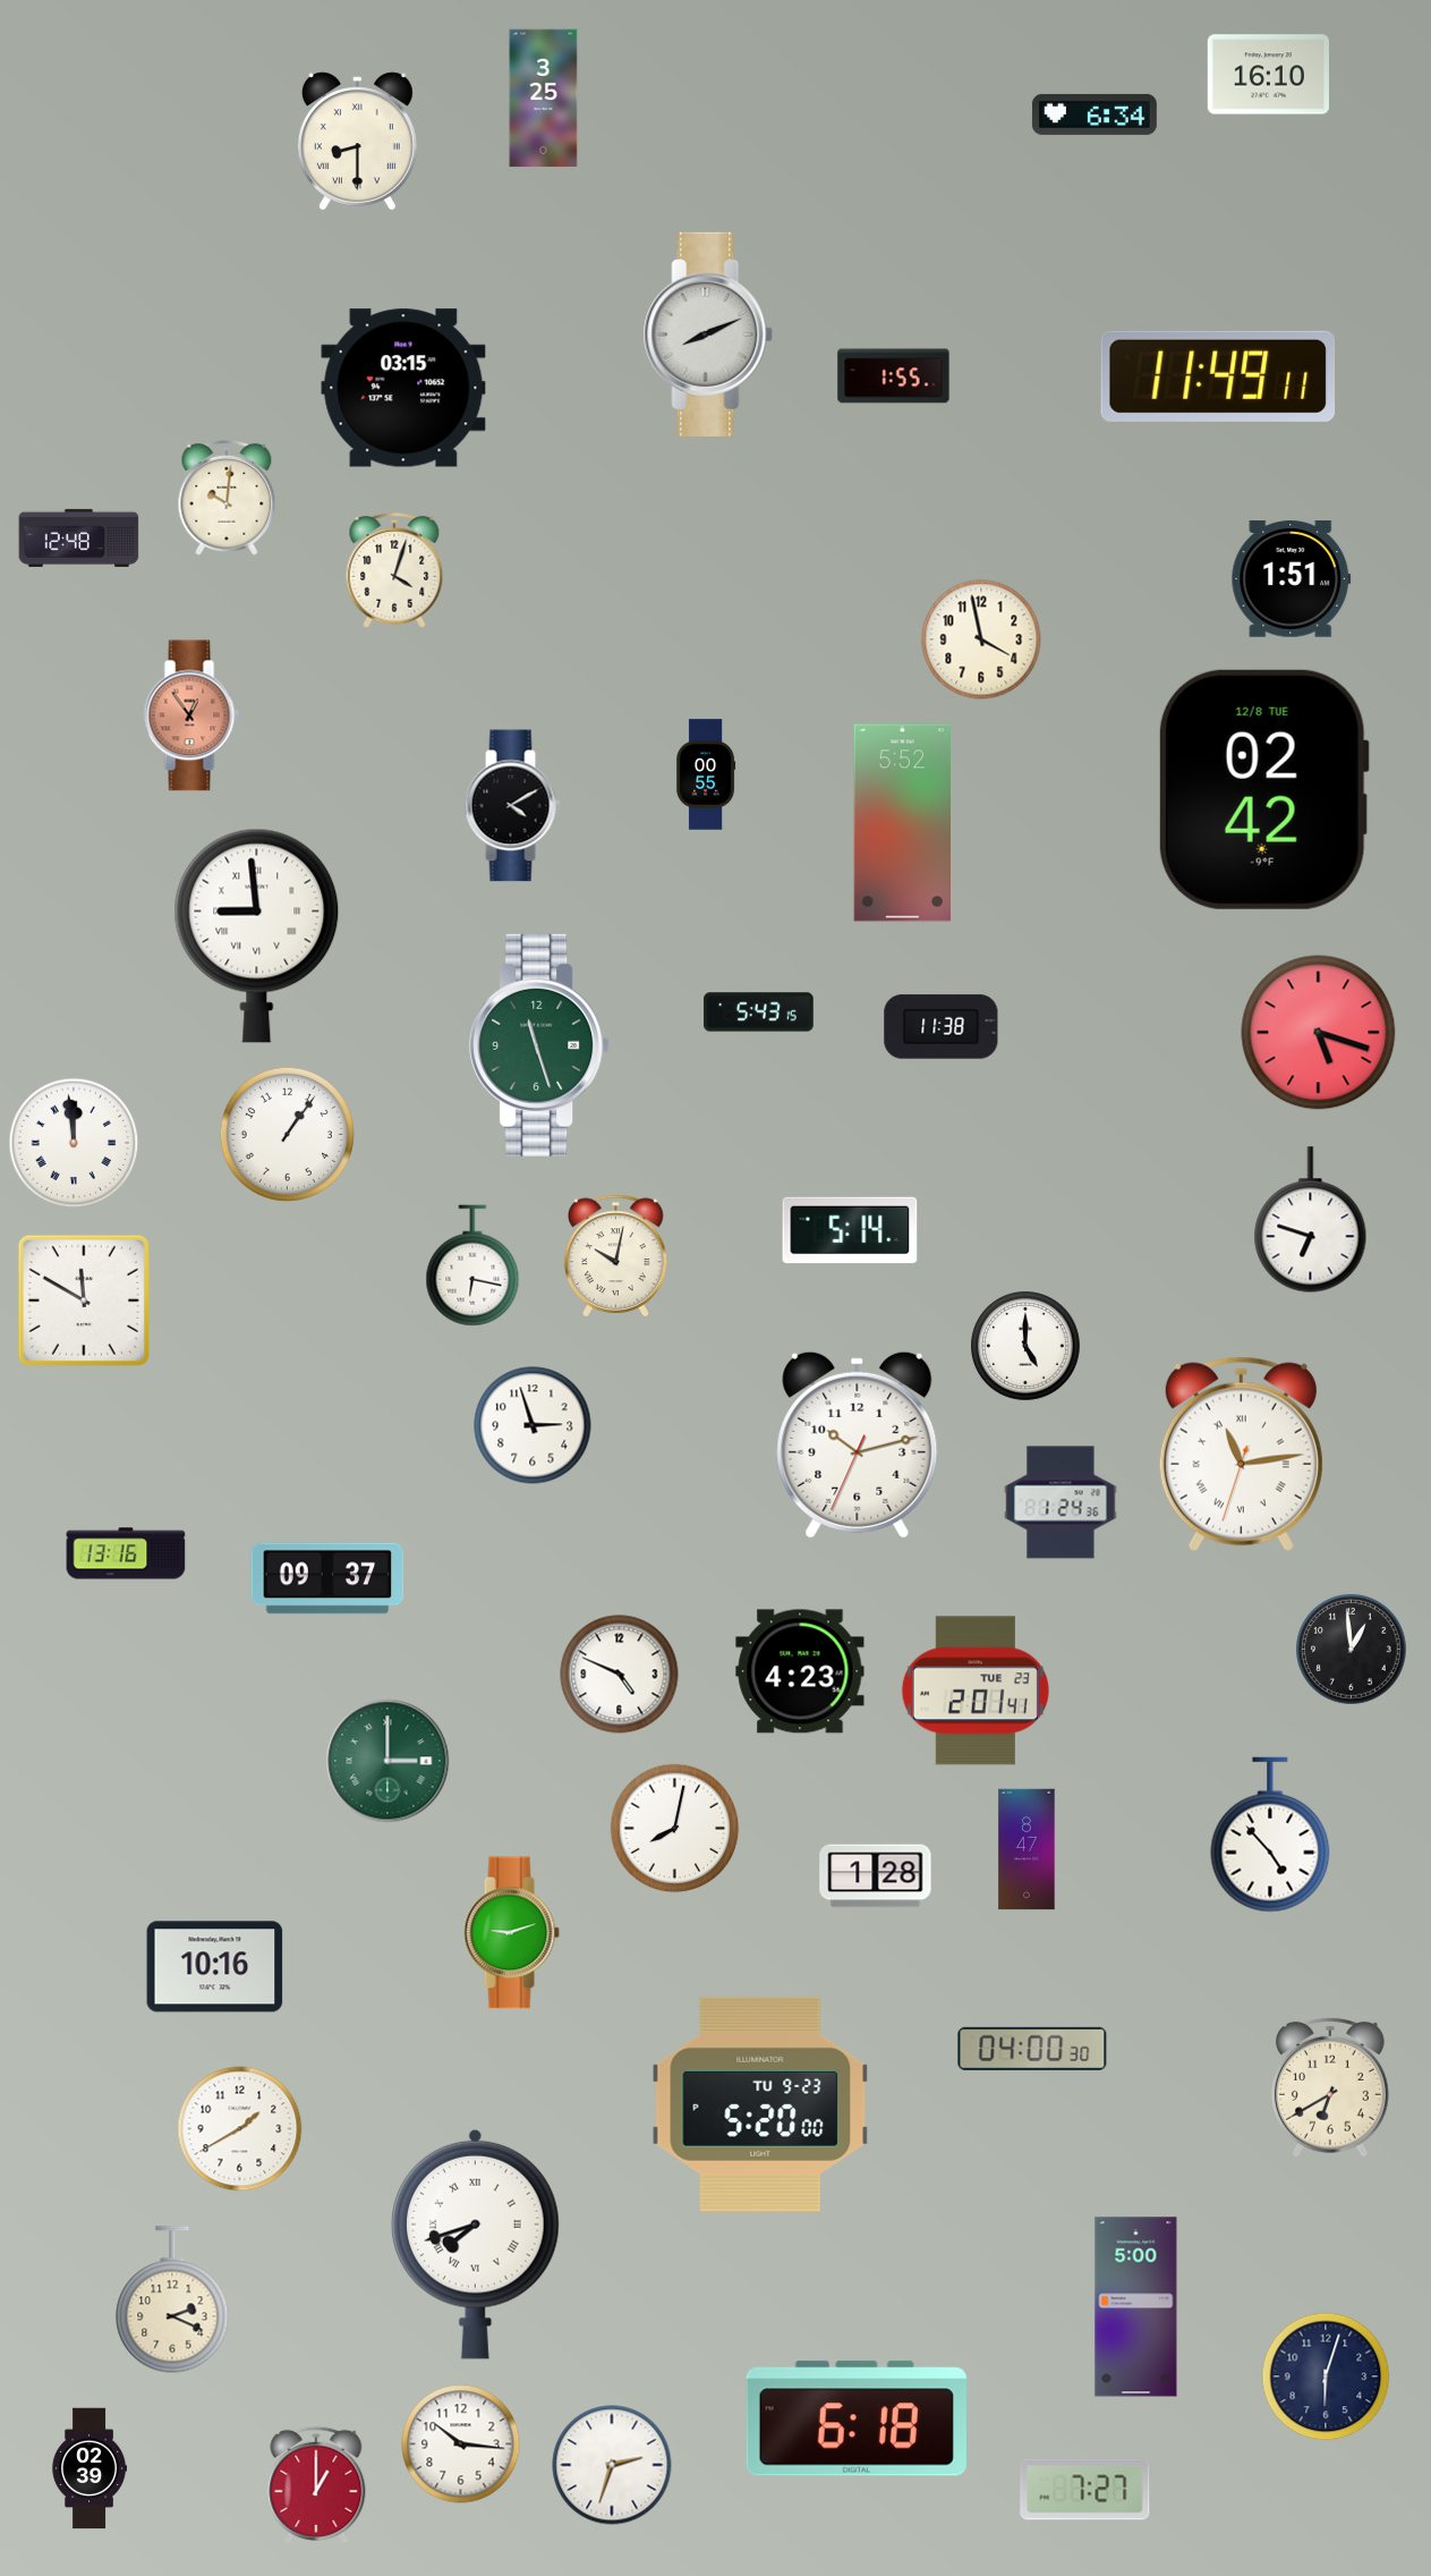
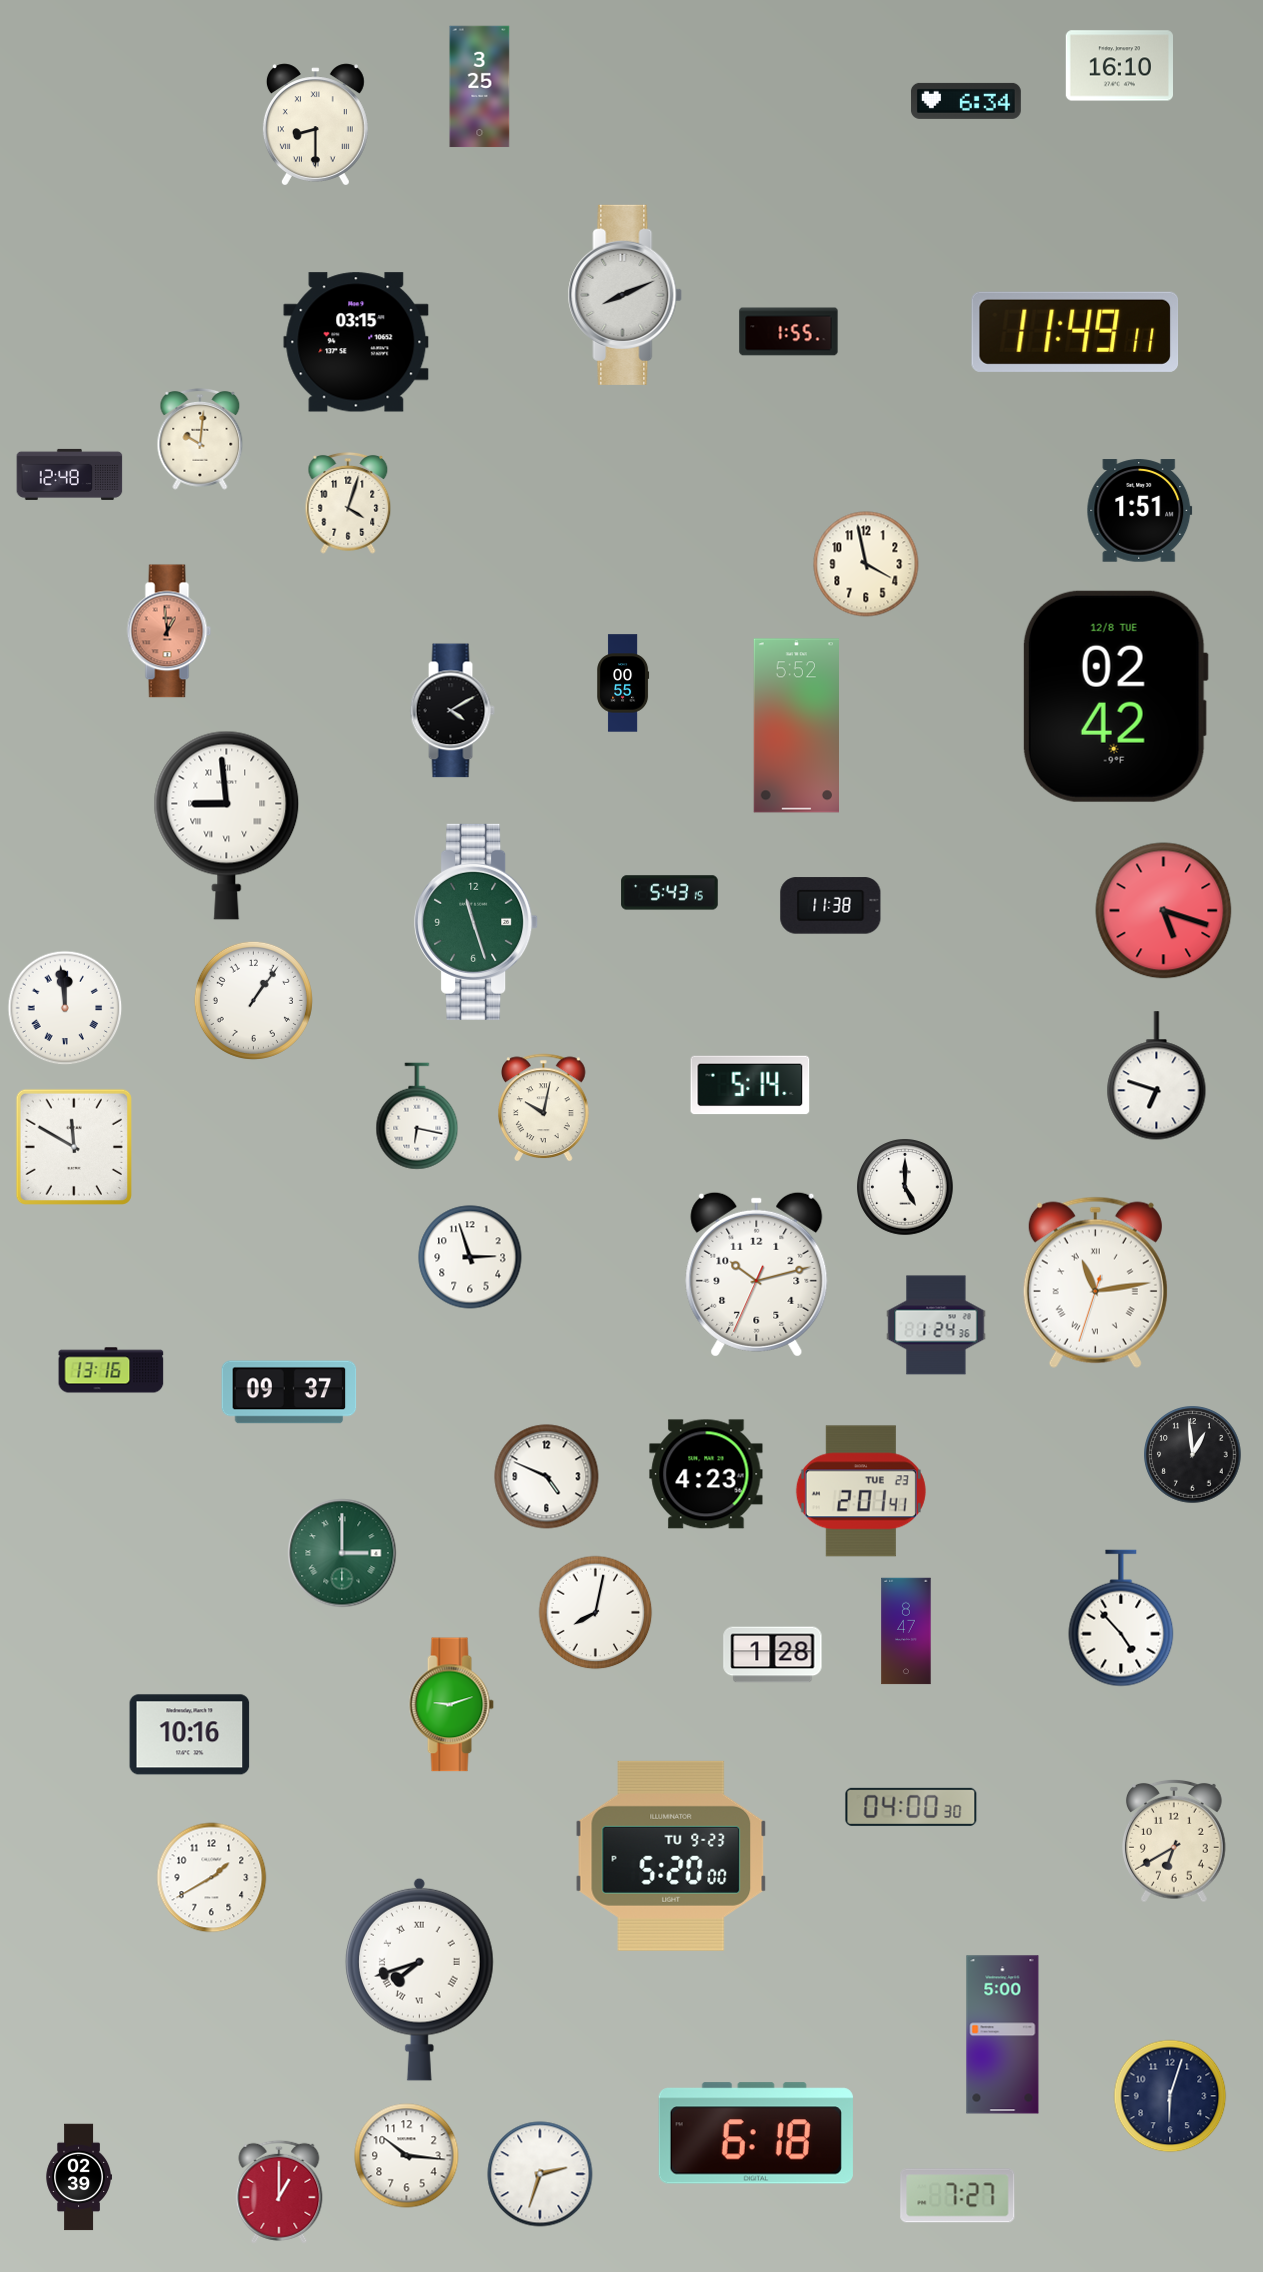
clock at (191, 715): 12:54 -> 12:59
clock at (172, 2299): 2:19 -> none
